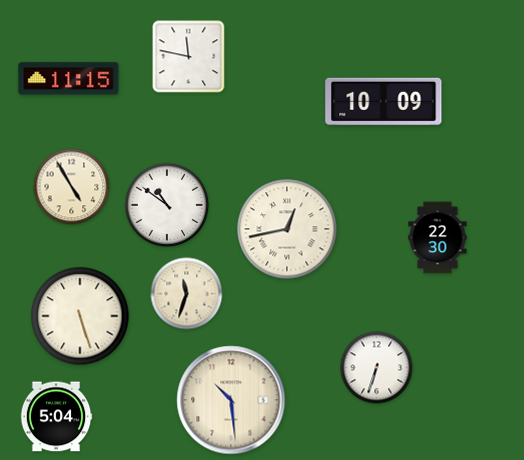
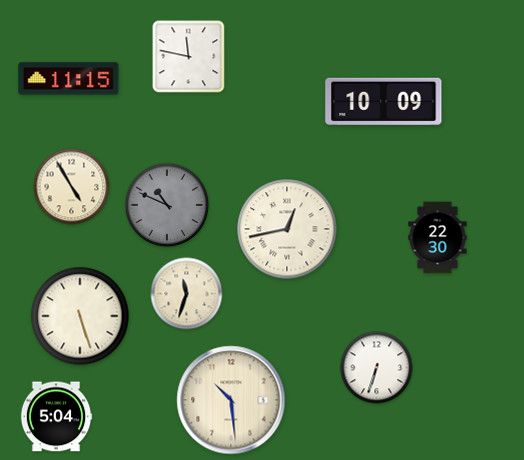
clock at (167, 205): 10:51 -> 10:49
clock at (167, 205) dial: white -> grey
